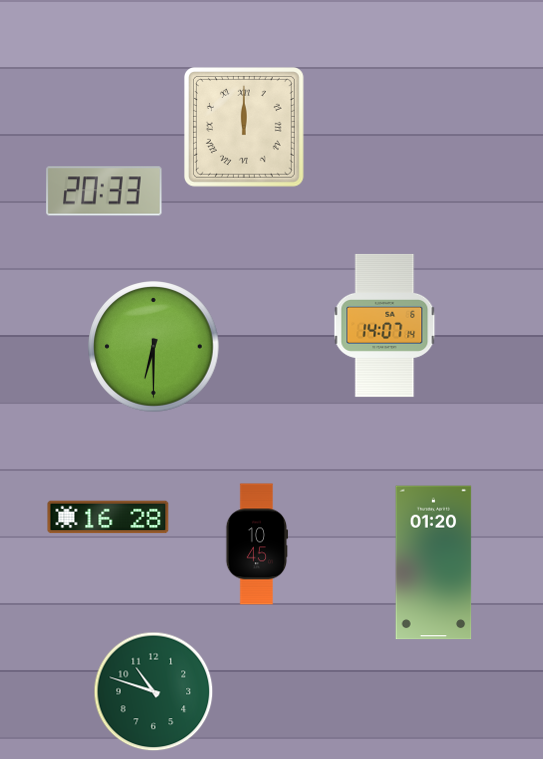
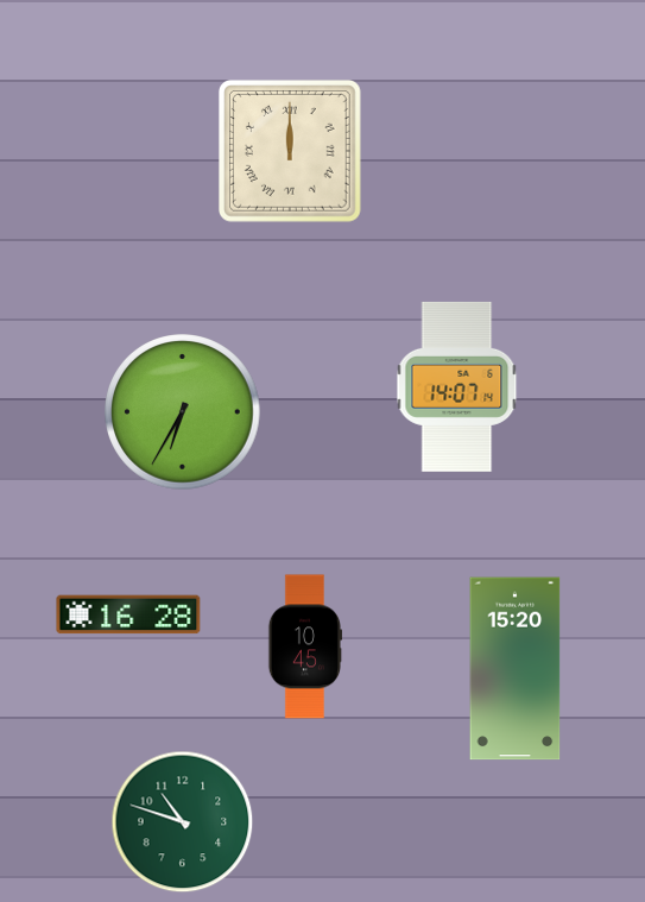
clock at (104, 191): 20:33 -> none
clock at (154, 347): 6:30 -> 6:35
clock at (434, 563): 01:20 -> 15:20
